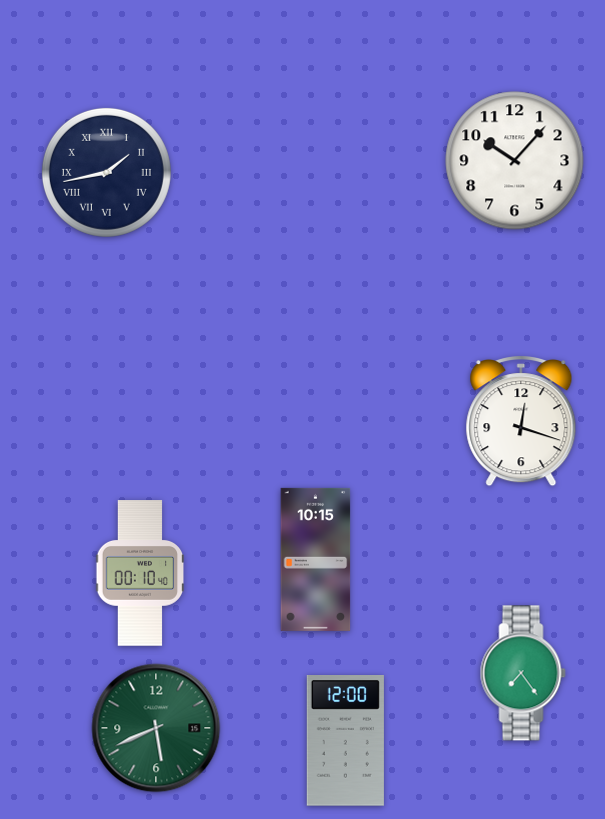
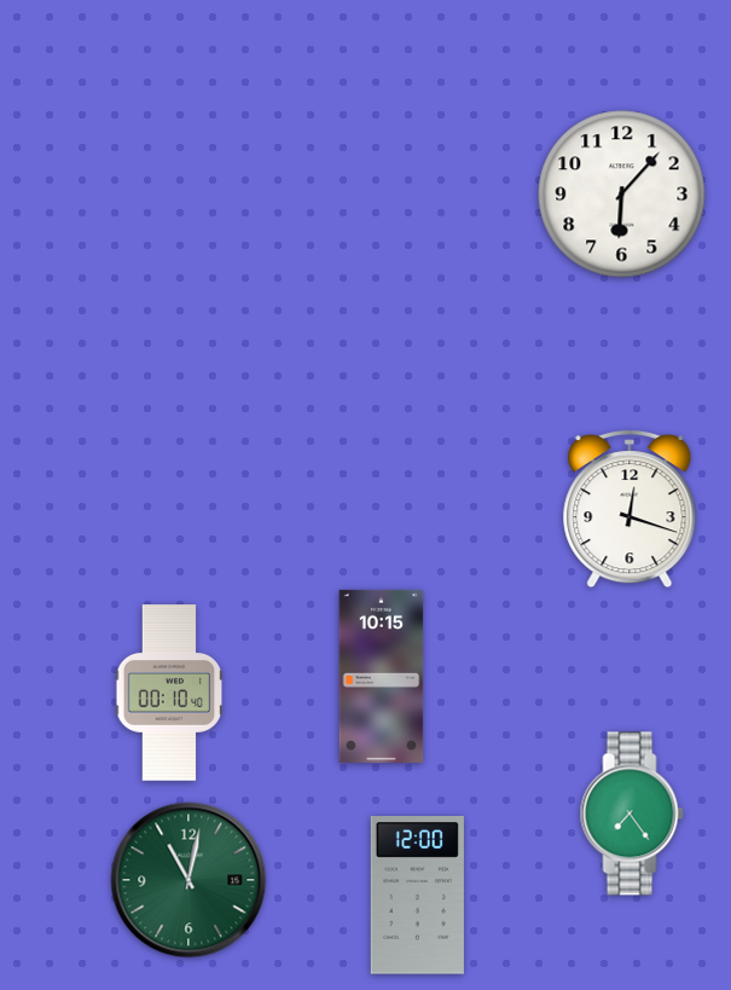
clock at (515, 161): 10:07 -> 6:07
clock at (106, 172): 1:43 -> none
clock at (156, 728): 5:41 -> 11:02
